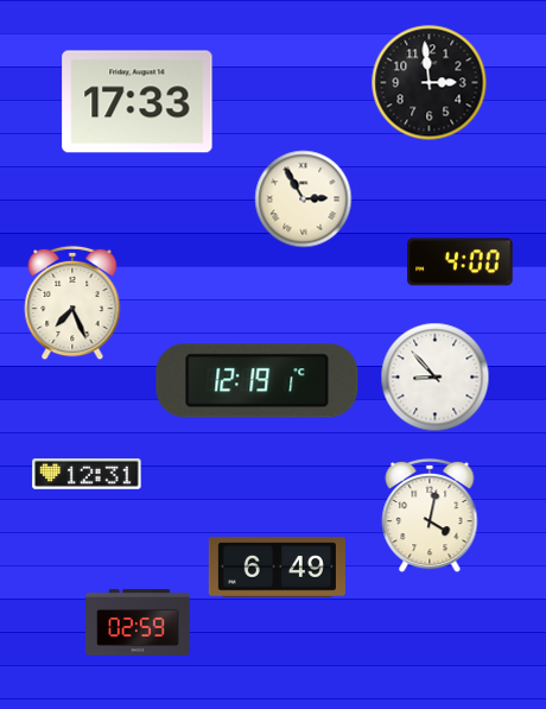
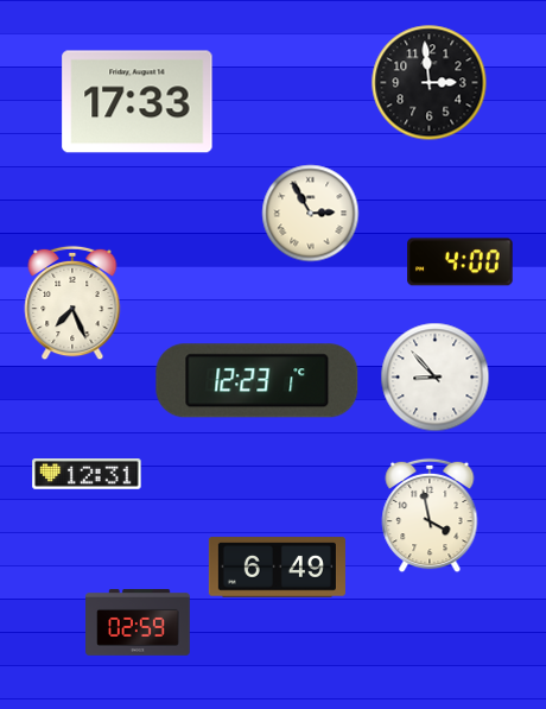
clock at (304, 200) position: (304, 200) -> (311, 214)
clock at (258, 381): 12:19 -> 12:23
clock at (430, 515): 4:02 -> 3:58
